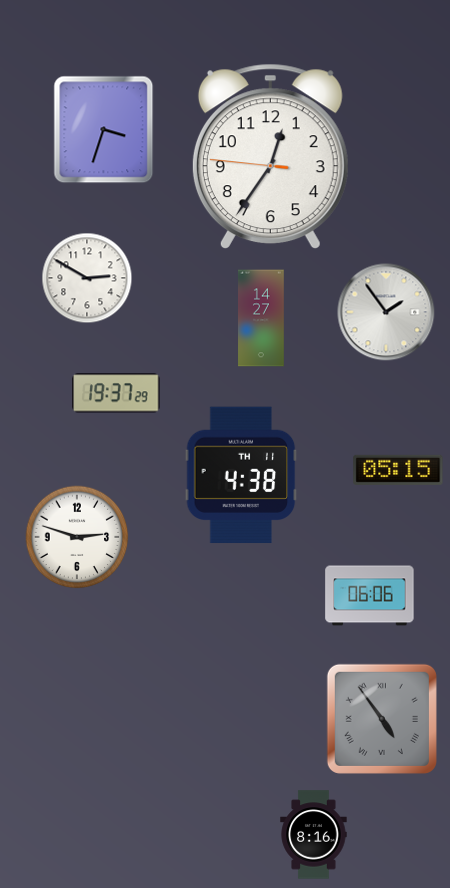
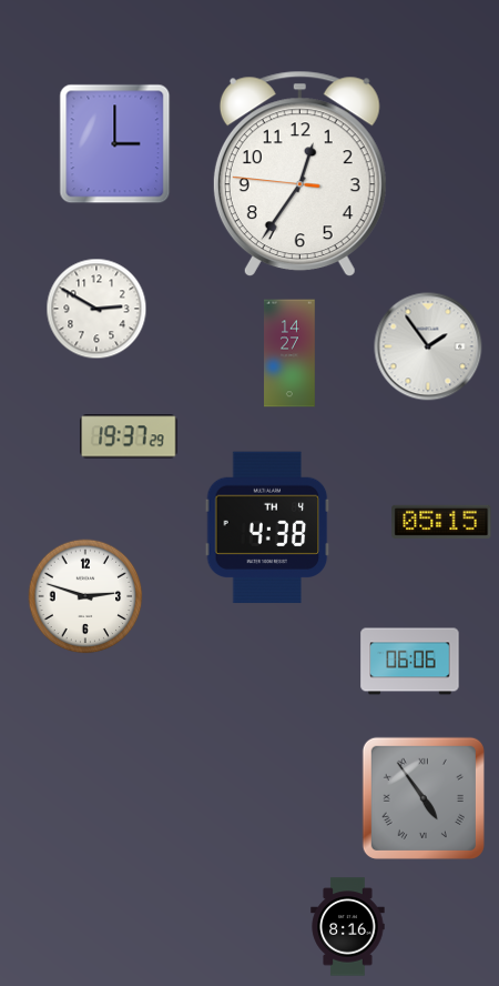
clock at (104, 130): 3:33 -> 3:00
clock at (241, 475) date: TH 11 -> TH 4
